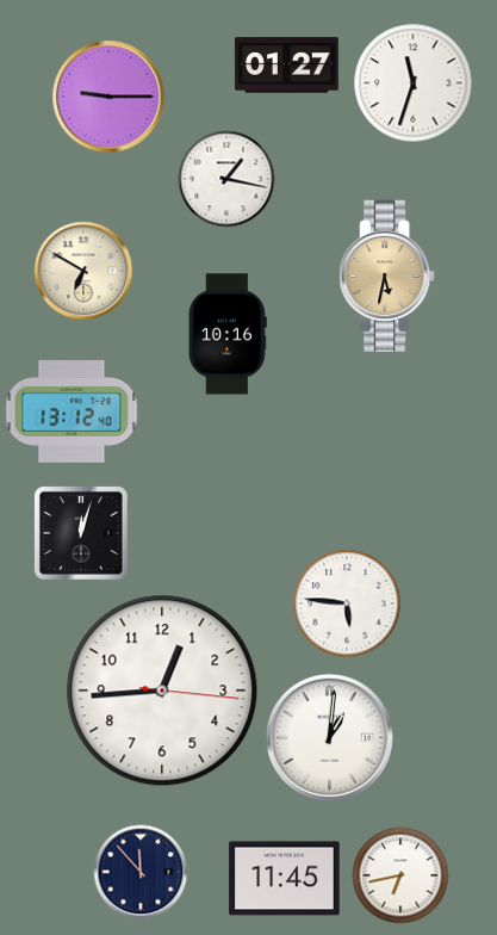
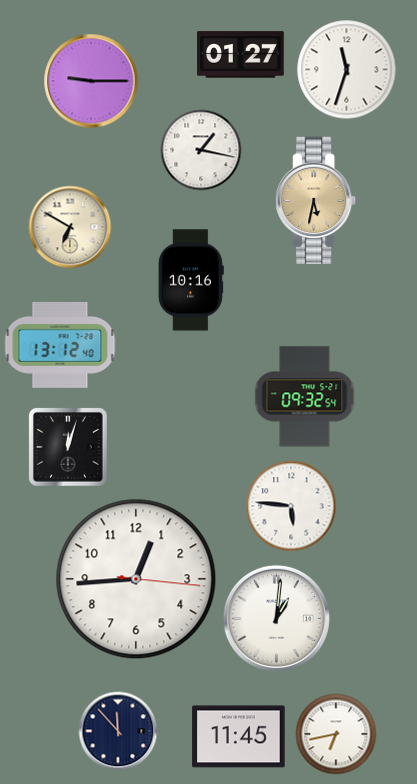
clock at (226, 179) position: (226, 179) -> (201, 150)
clock at (387, 277) position: (387, 277) -> (316, 201)
clock at (305, 397): none -> 09:32
